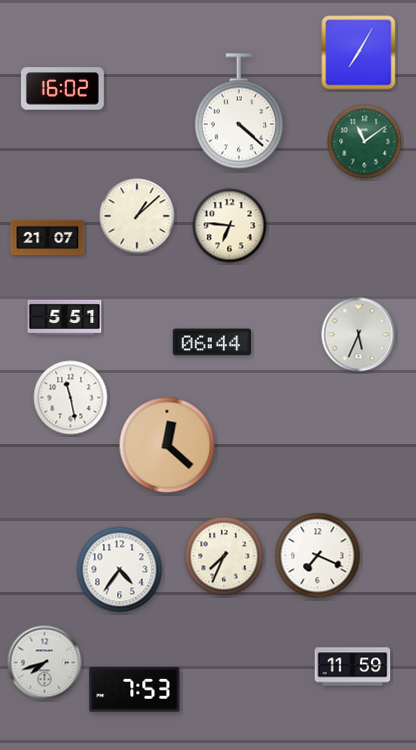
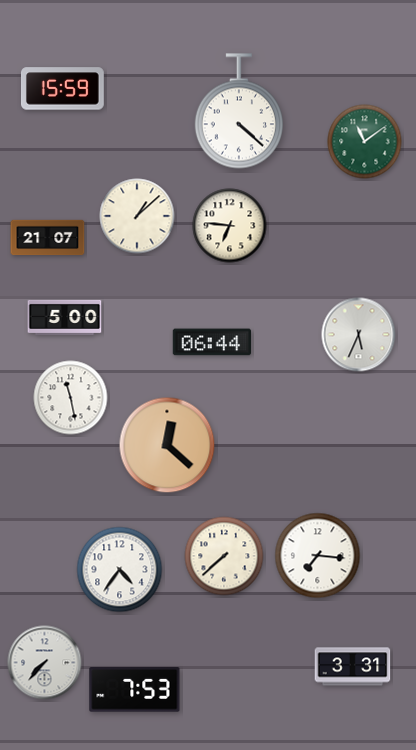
clock at (359, 53): 7:05 -> none
clock at (62, 89): 16:02 -> 15:59
clock at (65, 317): 5:51 -> 5:00
clock at (224, 556): 7:34 -> 7:38
clock at (318, 556): 7:19 -> 7:16
clock at (45, 663): 7:42 -> 7:37
clock at (353, 667): 11:59 -> 3:31
